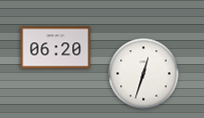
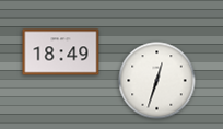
clock at (56, 48): 06:20 -> 18:49
